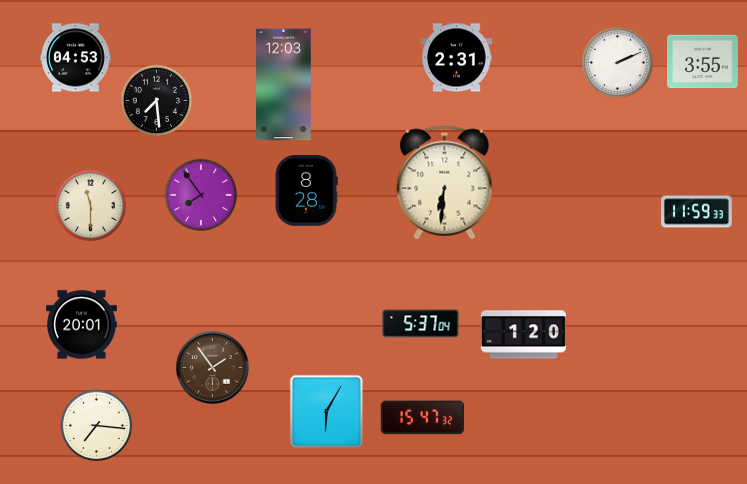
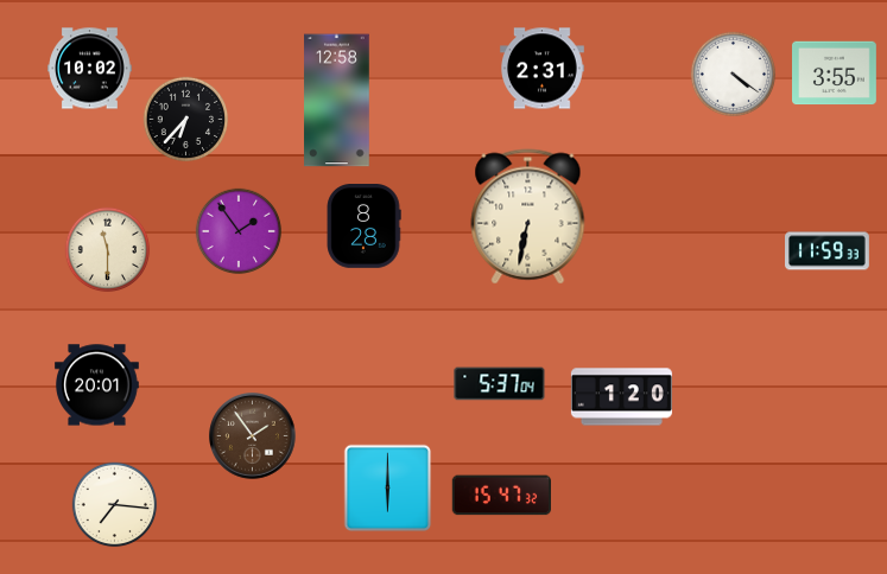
clock at (76, 58): 04:53 -> 10:02
clock at (618, 63): 2:11 -> 4:21
clock at (284, 85): 12:03 -> 12:58
clock at (157, 101): 7:29 -> 6:37
clock at (445, 183): 6:31 -> 6:32
clock at (200, 194): 7:54 -> 1:54
clock at (91, 206) position: (91, 206) -> (108, 250)
clock at (327, 412): 6:05 -> 6:00
